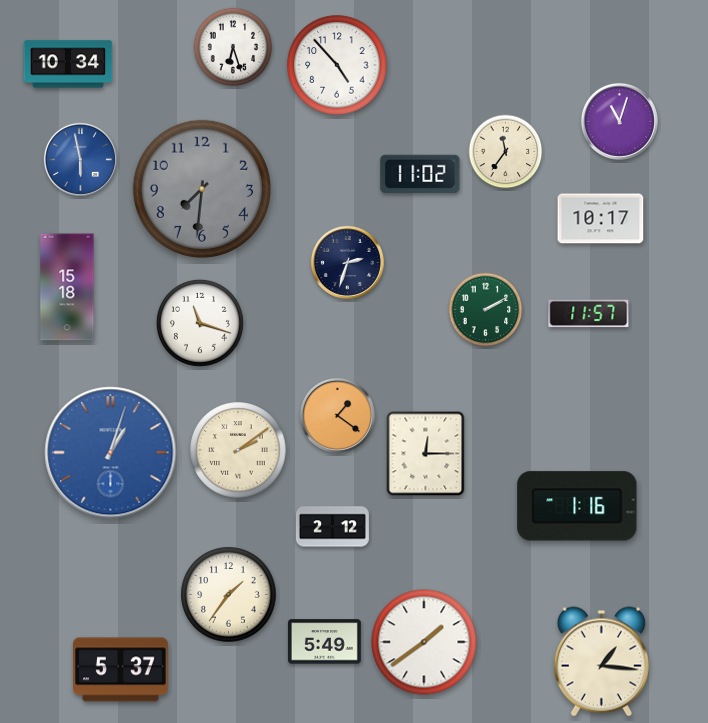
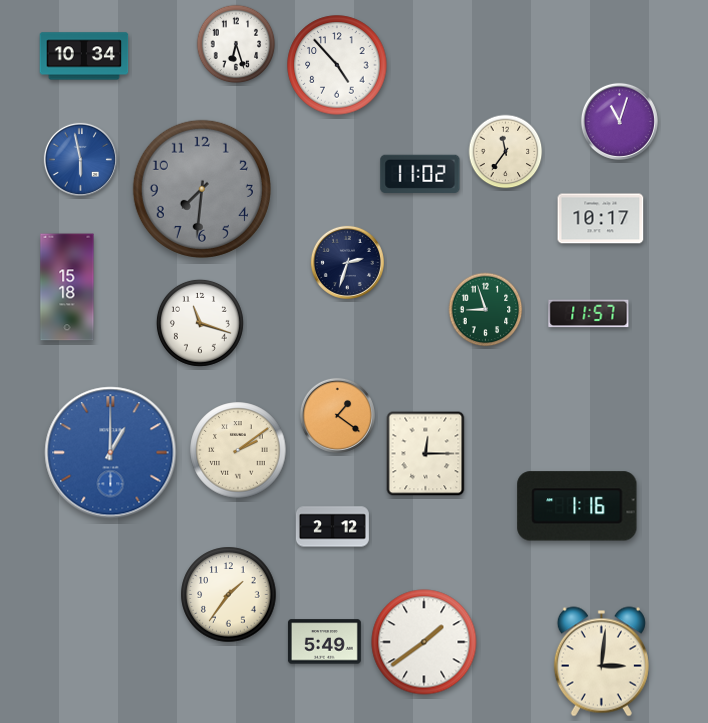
clock at (233, 47) position: (233, 47) -> (236, 44)
clock at (68, 64) position: (68, 64) -> (84, 56)
clock at (486, 310): 2:10 -> 8:57
clock at (111, 453): 1:03 -> 1:00
clock at (601, 662): 1:16 -> 3:01
clock at (121, 670): 5:37 -> none
